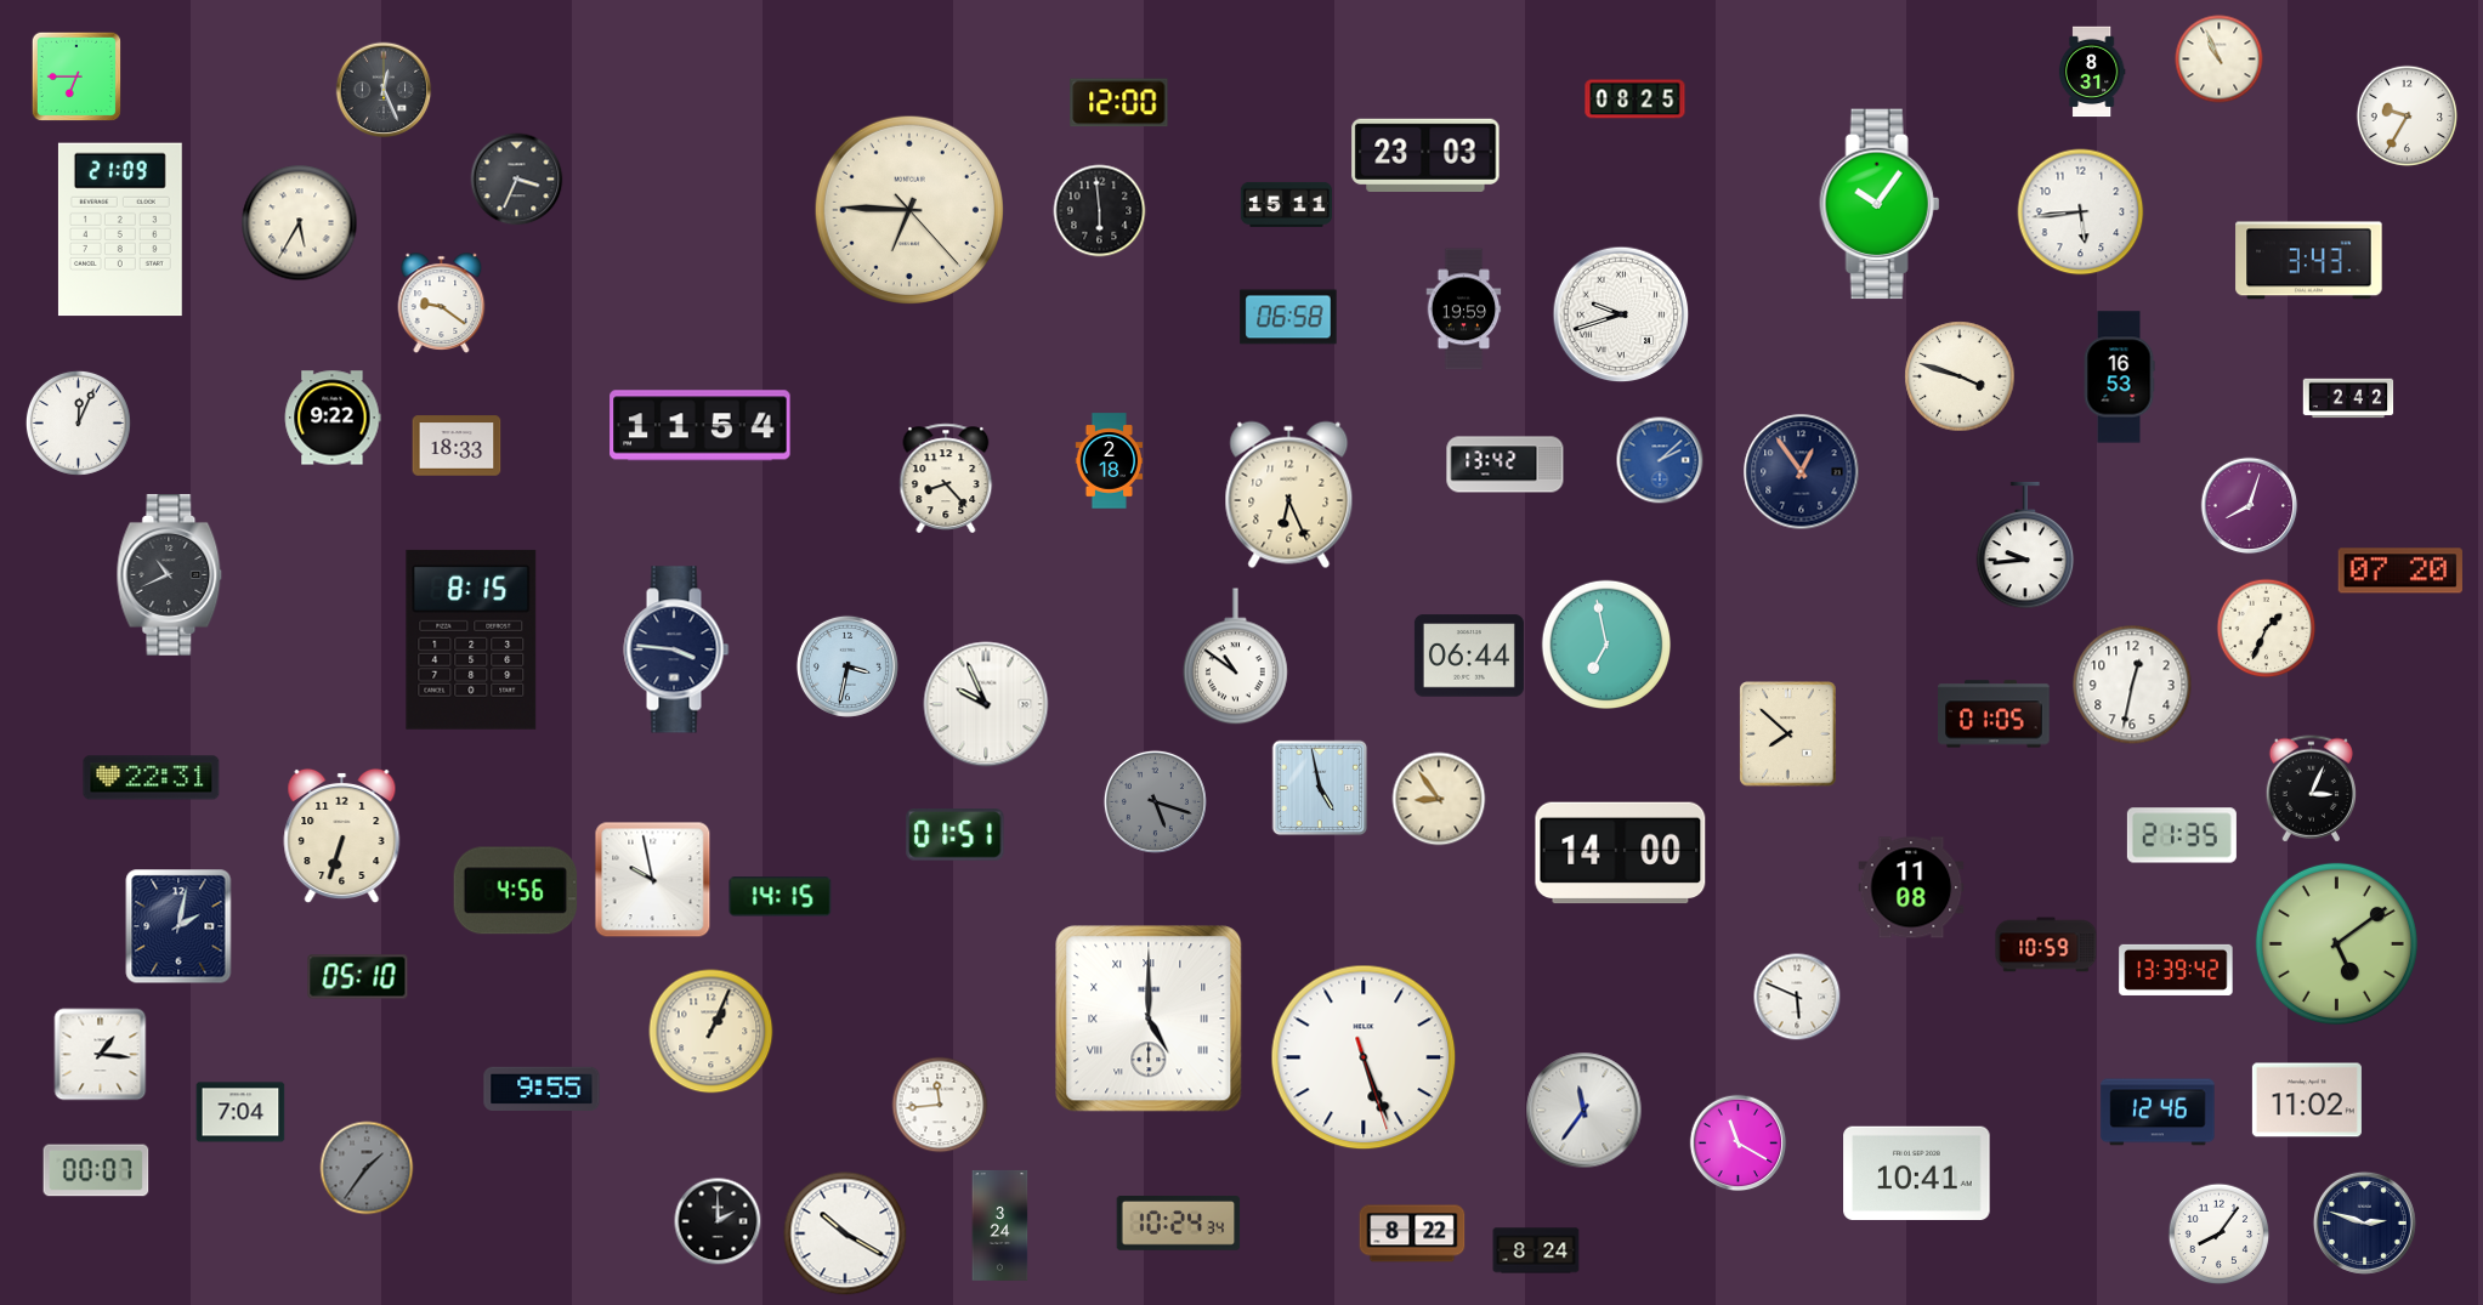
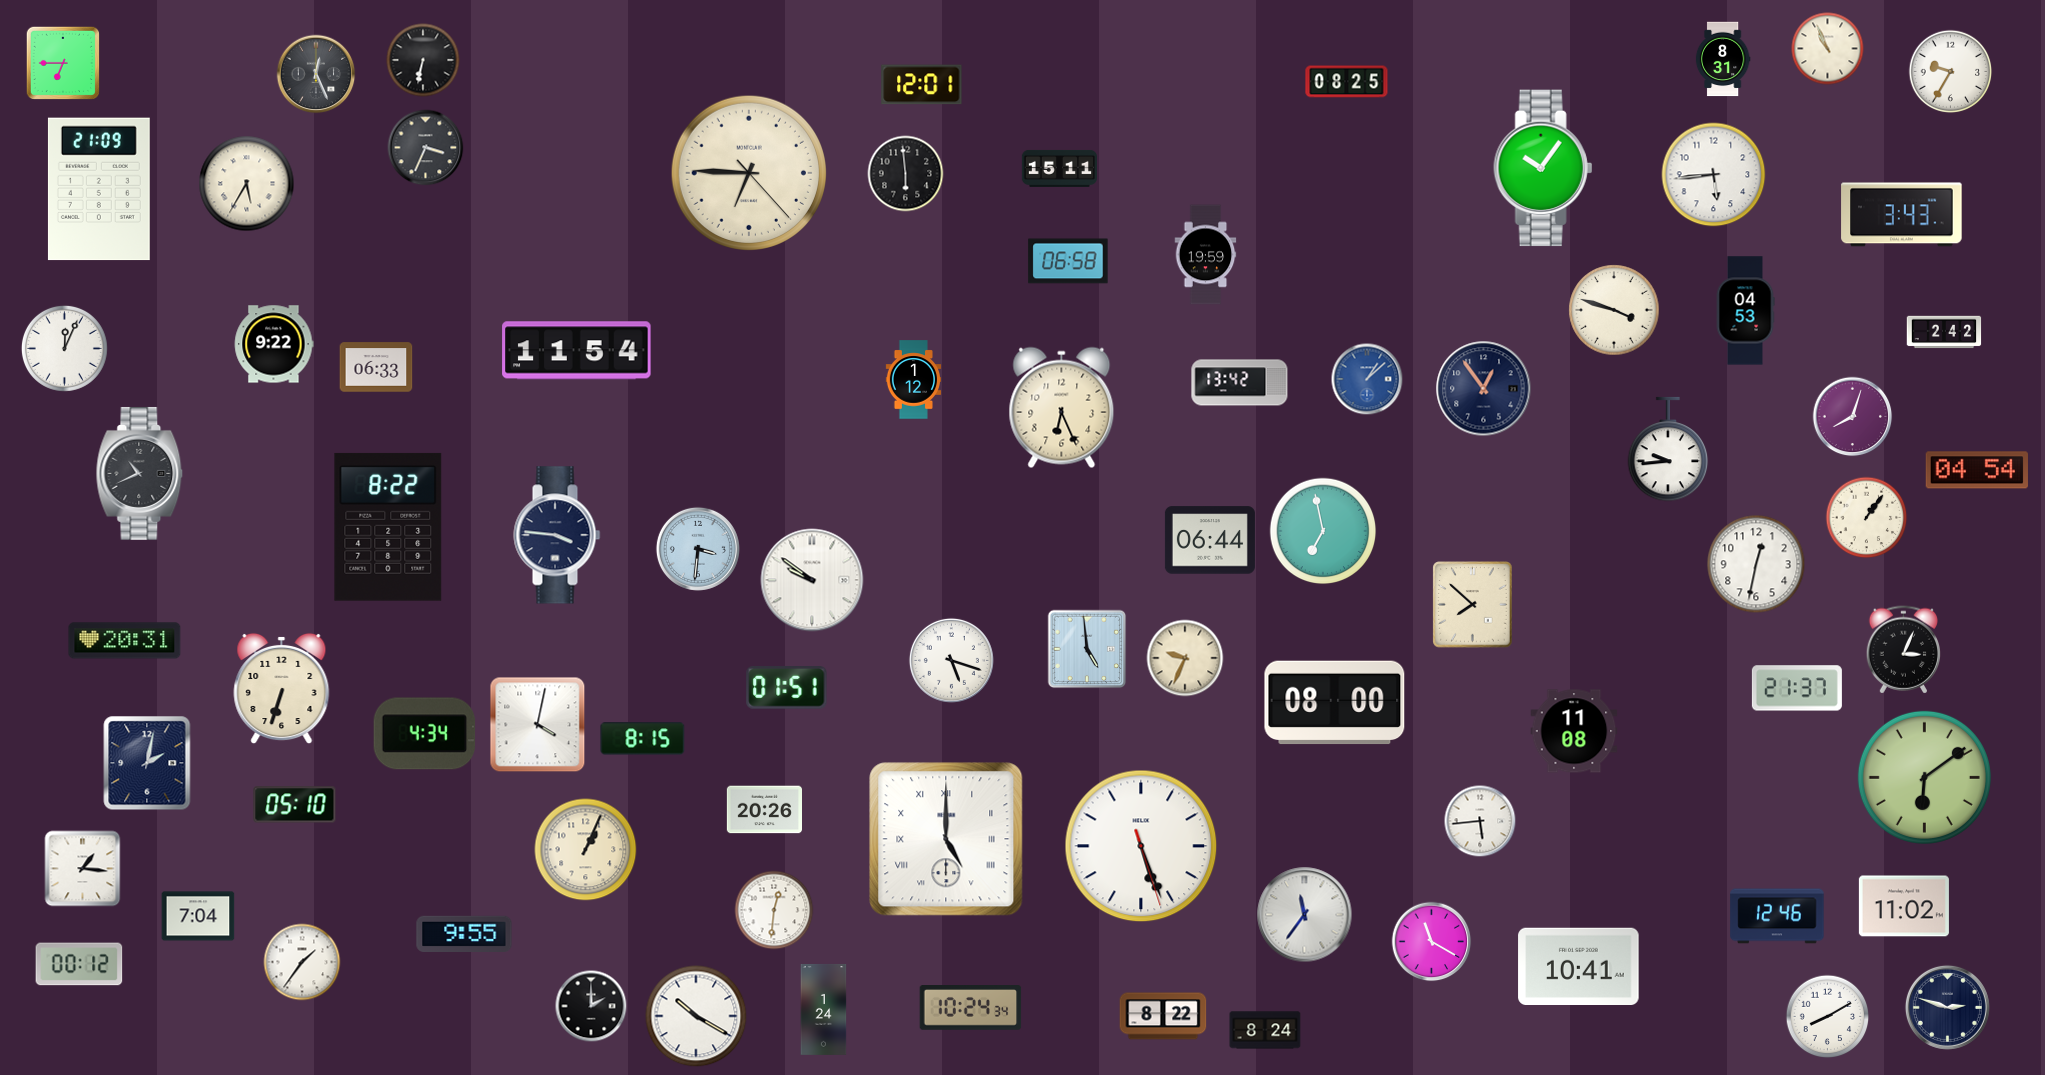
clock at (423, 60): none -> 6:32
clock at (1119, 103): 12:00 -> 12:01
clock at (2408, 117) position: (2408, 117) -> (1951, 72)
clock at (1425, 155): 23:03 -> none
clock at (1880, 204) position: (1880, 204) -> (1543, 168)
clock at (442, 303): 9:21 -> none
clock at (1621, 314): 9:42 -> none
clock at (1288, 317) position: (1288, 317) -> (1068, 261)
clock at (2119, 378): 16:53 -> 04:53
clock at (2348, 398) position: (2348, 398) -> (1944, 332)
clock at (457, 446): 18:33 -> 06:33
clock at (1660, 460): 2:08 -> 1:08
clock at (1110, 461): 2:18 -> 1:12
clock at (946, 477): 8:23 -> none
clock at (2400, 571): 07:20 -> 04:54
clock at (2267, 629): 1:34 -> 1:06
clock at (471, 640): 8:15 -> 8:22
clock at (1235, 657): 10:51 -> none
clock at (847, 666): 3:32 -> 3:31
clock at (986, 704): 9:56 -> 9:51
clock at (1995, 714): 01:05 -> none
clock at (152, 778): 22:31 -> 20:31
clock at (1320, 788): 4:58 -> 4:59
clock at (1439, 799): 8:54 -> 9:34
clock at (1155, 801) dial: grey -> white
clock at (2182, 835): 21:35 -> 21:37
clock at (1621, 853): 14:00 -> 08:00
clock at (653, 880): 9:58 -> 4:02
clock at (516, 891): 4:56 -> 4:34
clock at (781, 897): 14:15 -> 8:15
clock at (2336, 943): 5:09 -> 6:09
clock at (2046, 944): 10:59 -> none
clock at (2176, 970): 13:39 -> none
clock at (764, 810): none -> 20:26
clock at (1797, 997): 5:49 -> 5:44
clock at (1364, 1057) position: (1364, 1057) -> (1141, 846)
clock at (542, 1088) position: (542, 1088) -> (464, 933)
clock at (2307, 1100) position: (2307, 1100) -> (1904, 906)
clock at (940, 1105): 11:44 -> 12:31
clock at (367, 1168) dial: grey -> white
clock at (96, 1170): 00:07 -> 00:12
clock at (1000, 1225): 3:24 -> 1:24
clock at (2220, 1235): 8:06 -> 8:10
